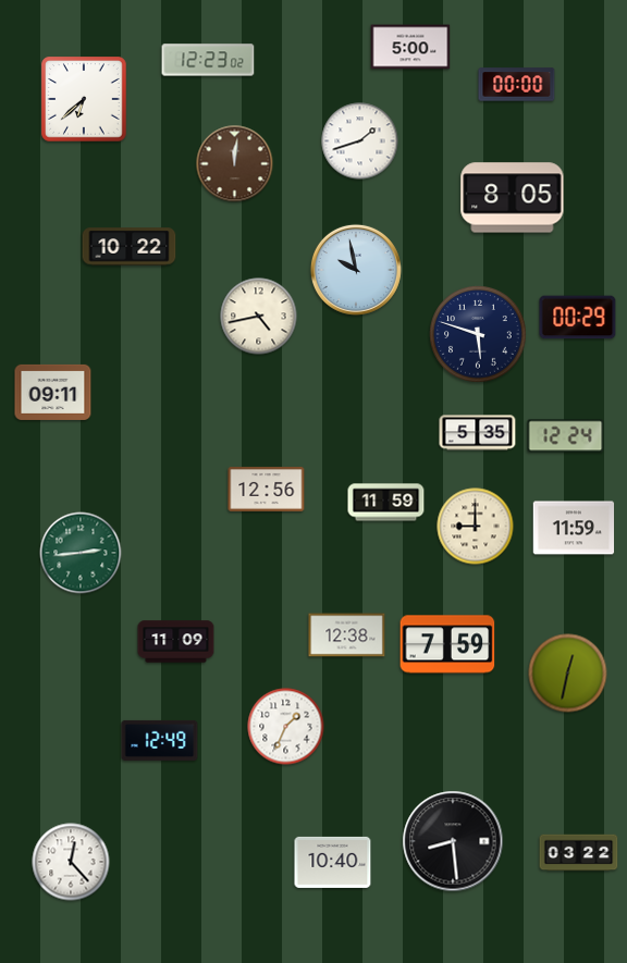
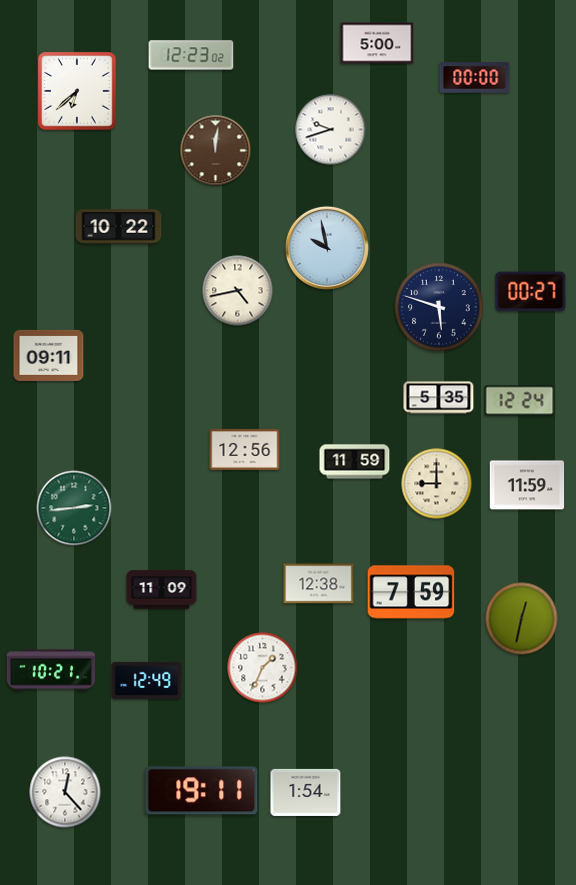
clock at (360, 141): 1:42 -> 9:42
clock at (513, 198): 8:05 -> none
clock at (578, 318): 00:29 -> 00:27
clock at (53, 392) position: (53, 392) -> (49, 355)
clock at (51, 670): none -> 10:21
clock at (453, 841): 8:29 -> none
clock at (579, 853): 03:22 -> none
clock at (202, 791): none -> 19:11
clock at (333, 862): 10:40 -> 1:54
